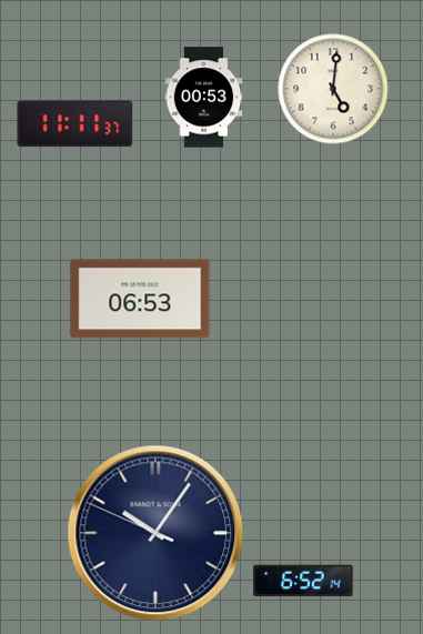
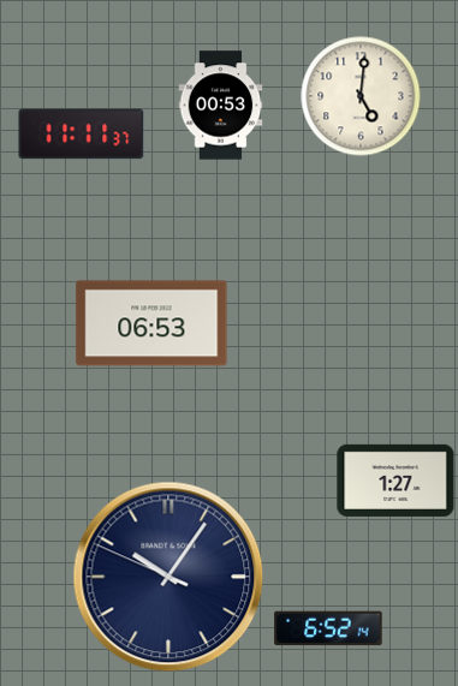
clock at (395, 481): none -> 1:27
